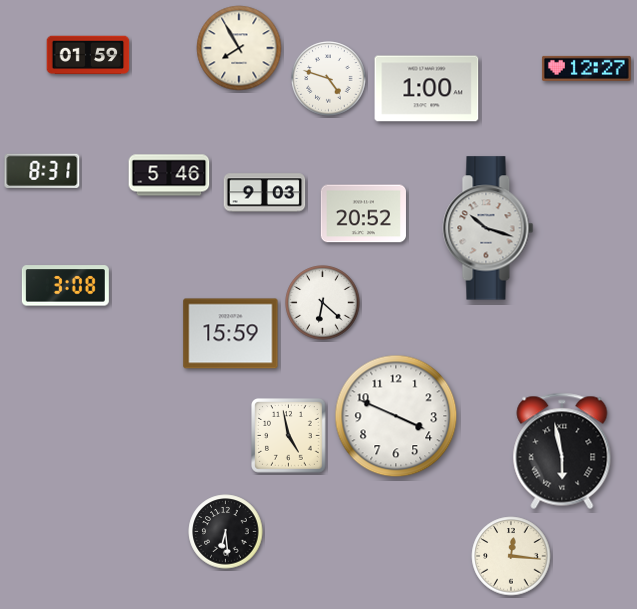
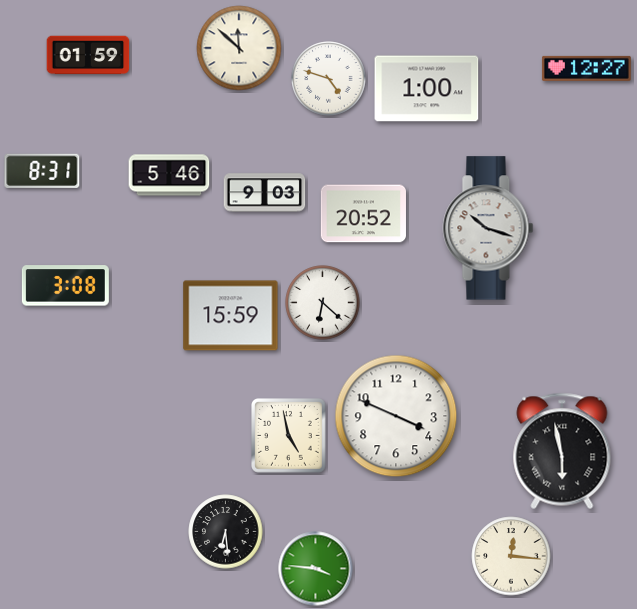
clock at (239, 48): 7:55 -> 11:52
clock at (231, 334) position: (231, 334) -> (231, 316)
clock at (316, 569): none -> 3:46
